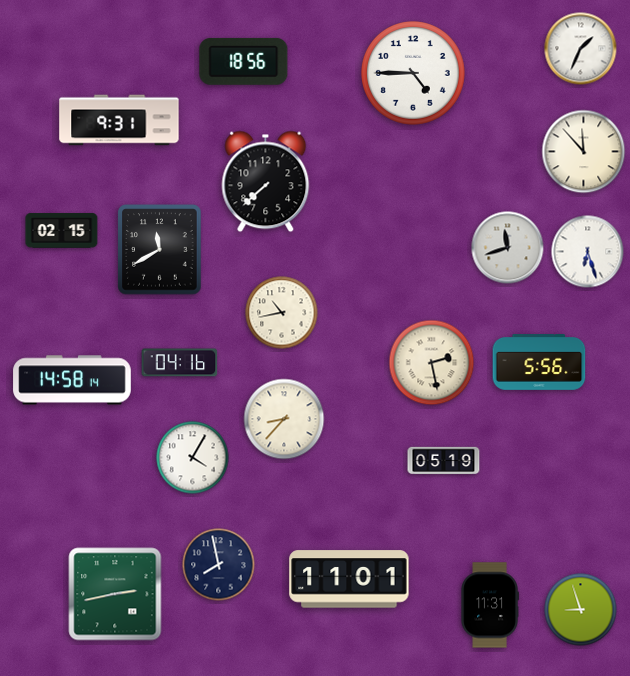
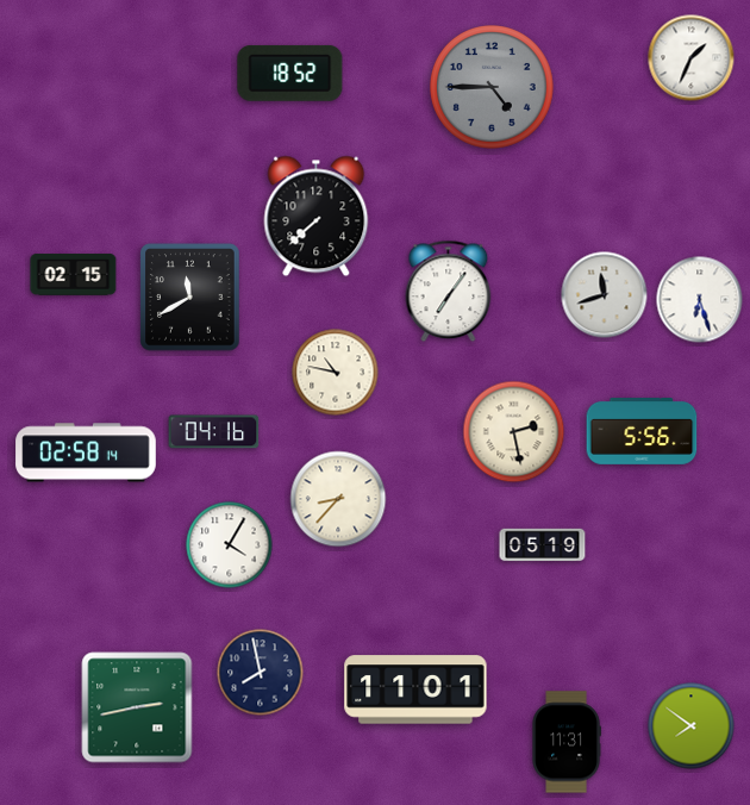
clock at (244, 61): 18:56 -> 18:52
clock at (414, 74) dial: white -> grey
clock at (119, 120): 9:31 -> none
clock at (584, 152): 11:53 -> none
clock at (449, 292): none -> 7:06
clock at (282, 313): 10:43 -> 10:47
clock at (72, 380): 14:58 -> 02:58
clock at (444, 461) position: (444, 461) -> (543, 545)
clock at (490, 605) position: (490, 605) -> (567, 742)
clock at (581, 610): 8:57 -> 7:51
